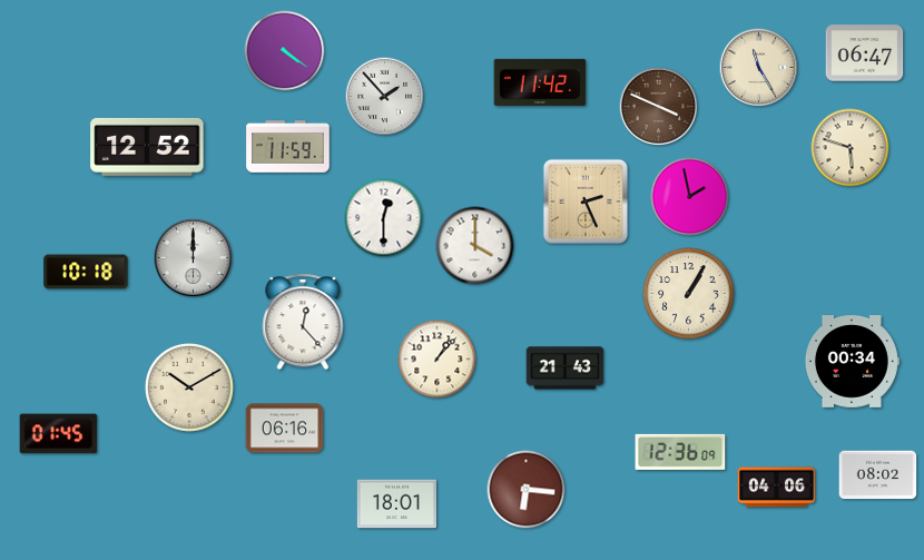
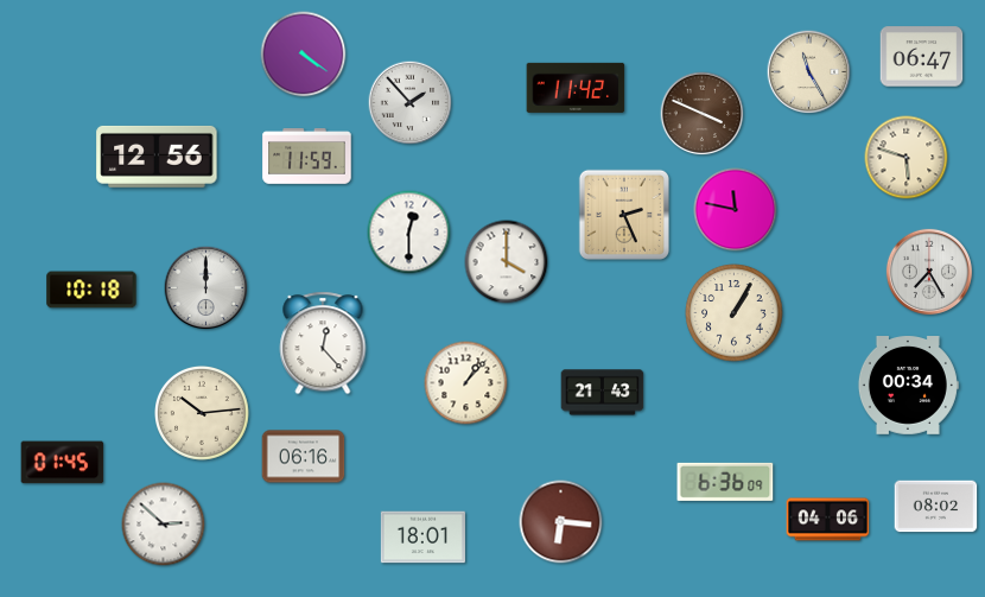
clock at (147, 147): 12:52 -> 12:56
clock at (690, 197): 1:58 -> 11:47
clock at (929, 272): none -> 7:25
clock at (194, 258) position: (194, 258) -> (206, 288)
clock at (190, 389): 10:10 -> 10:14
clock at (680, 452): 12:36 -> 6:36
clock at (164, 525): none -> 2:52
